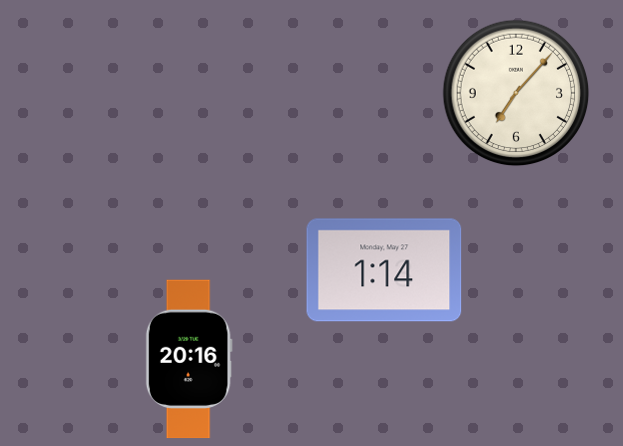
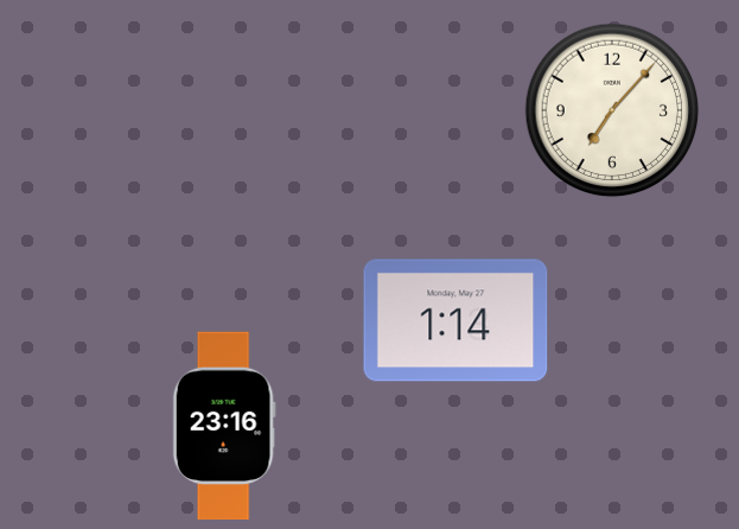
clock at (189, 359): 20:16 -> 23:16
